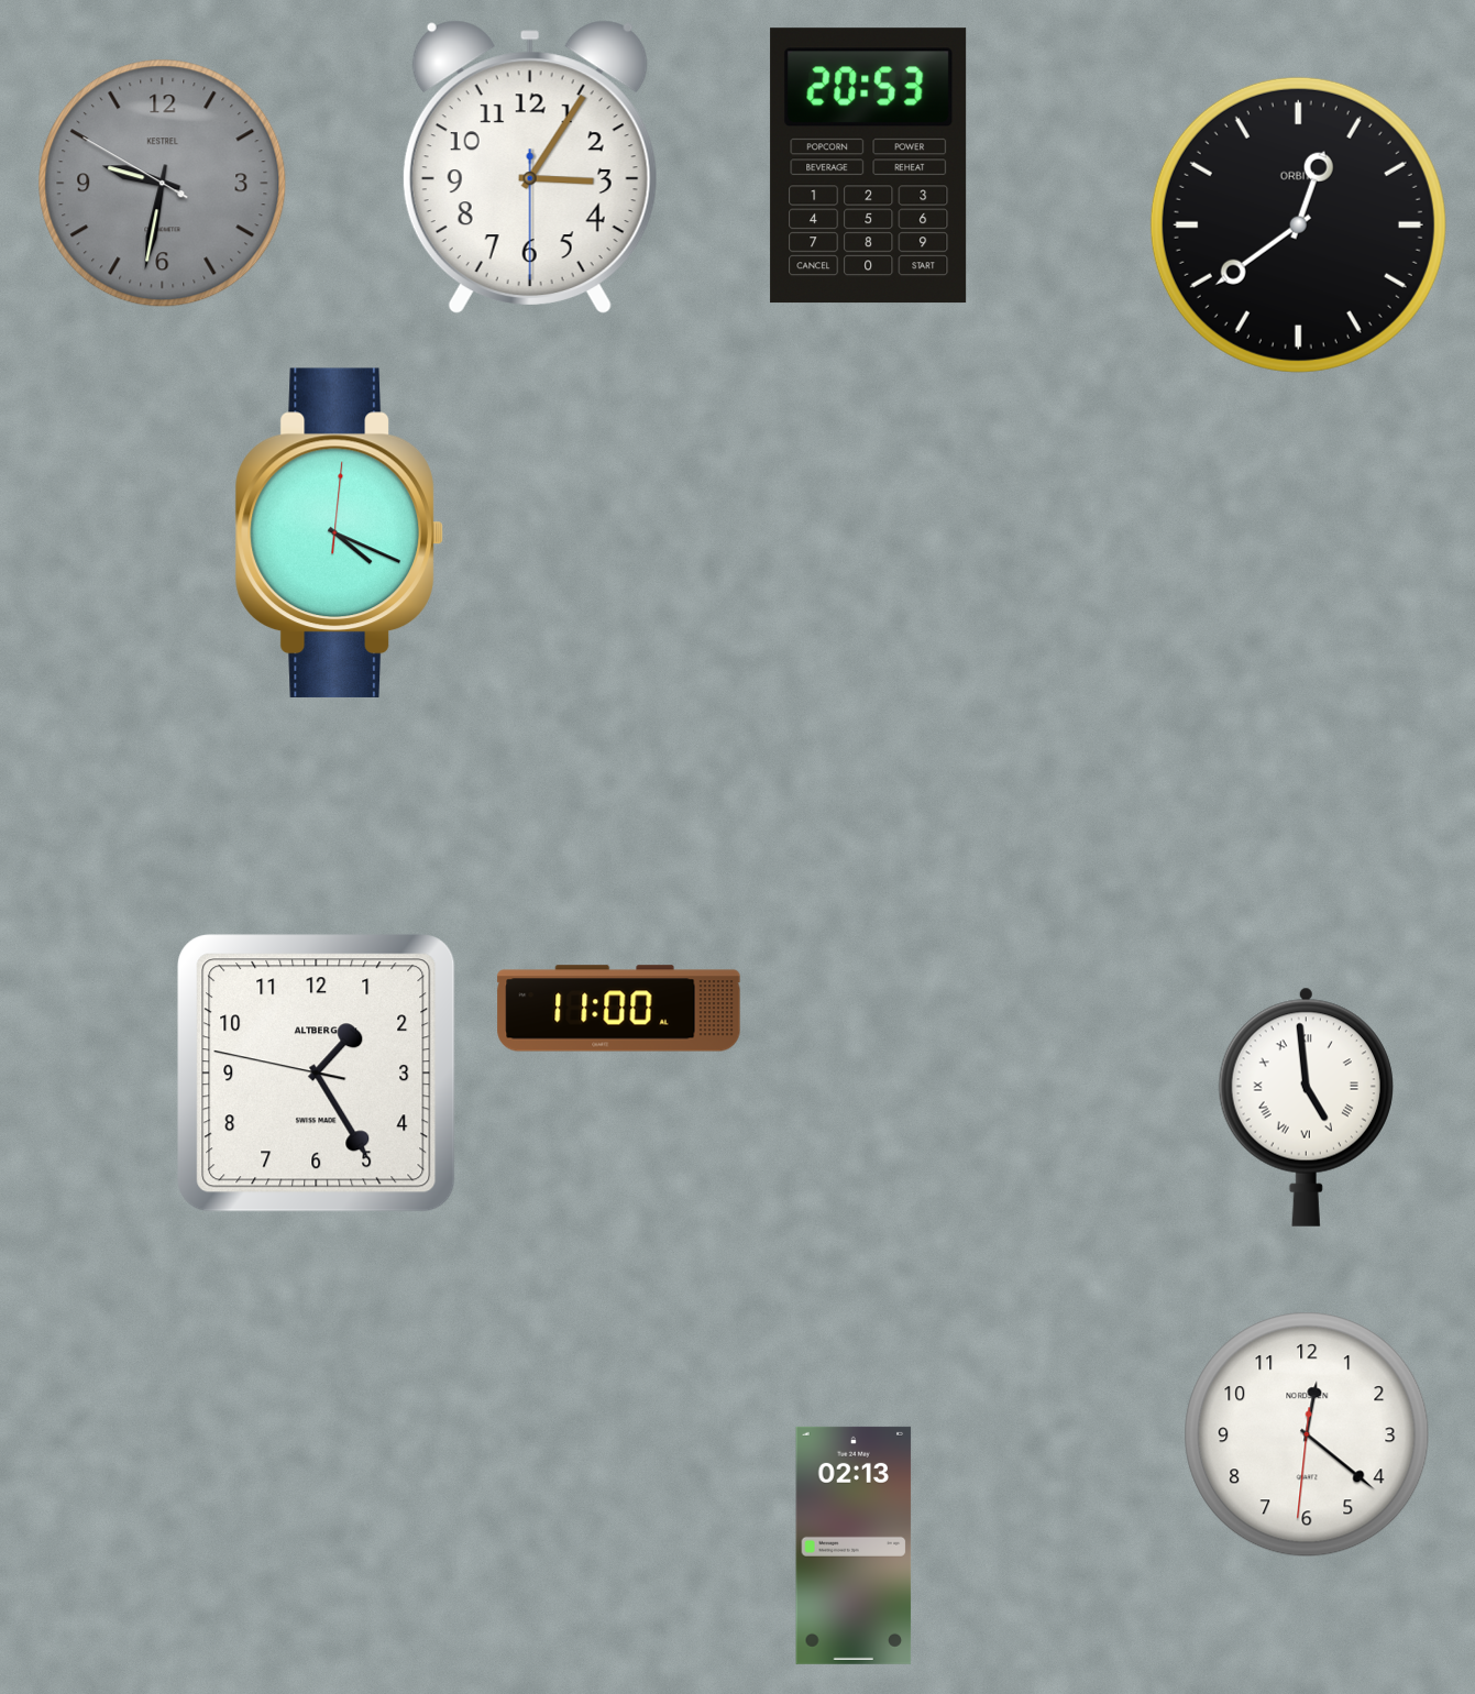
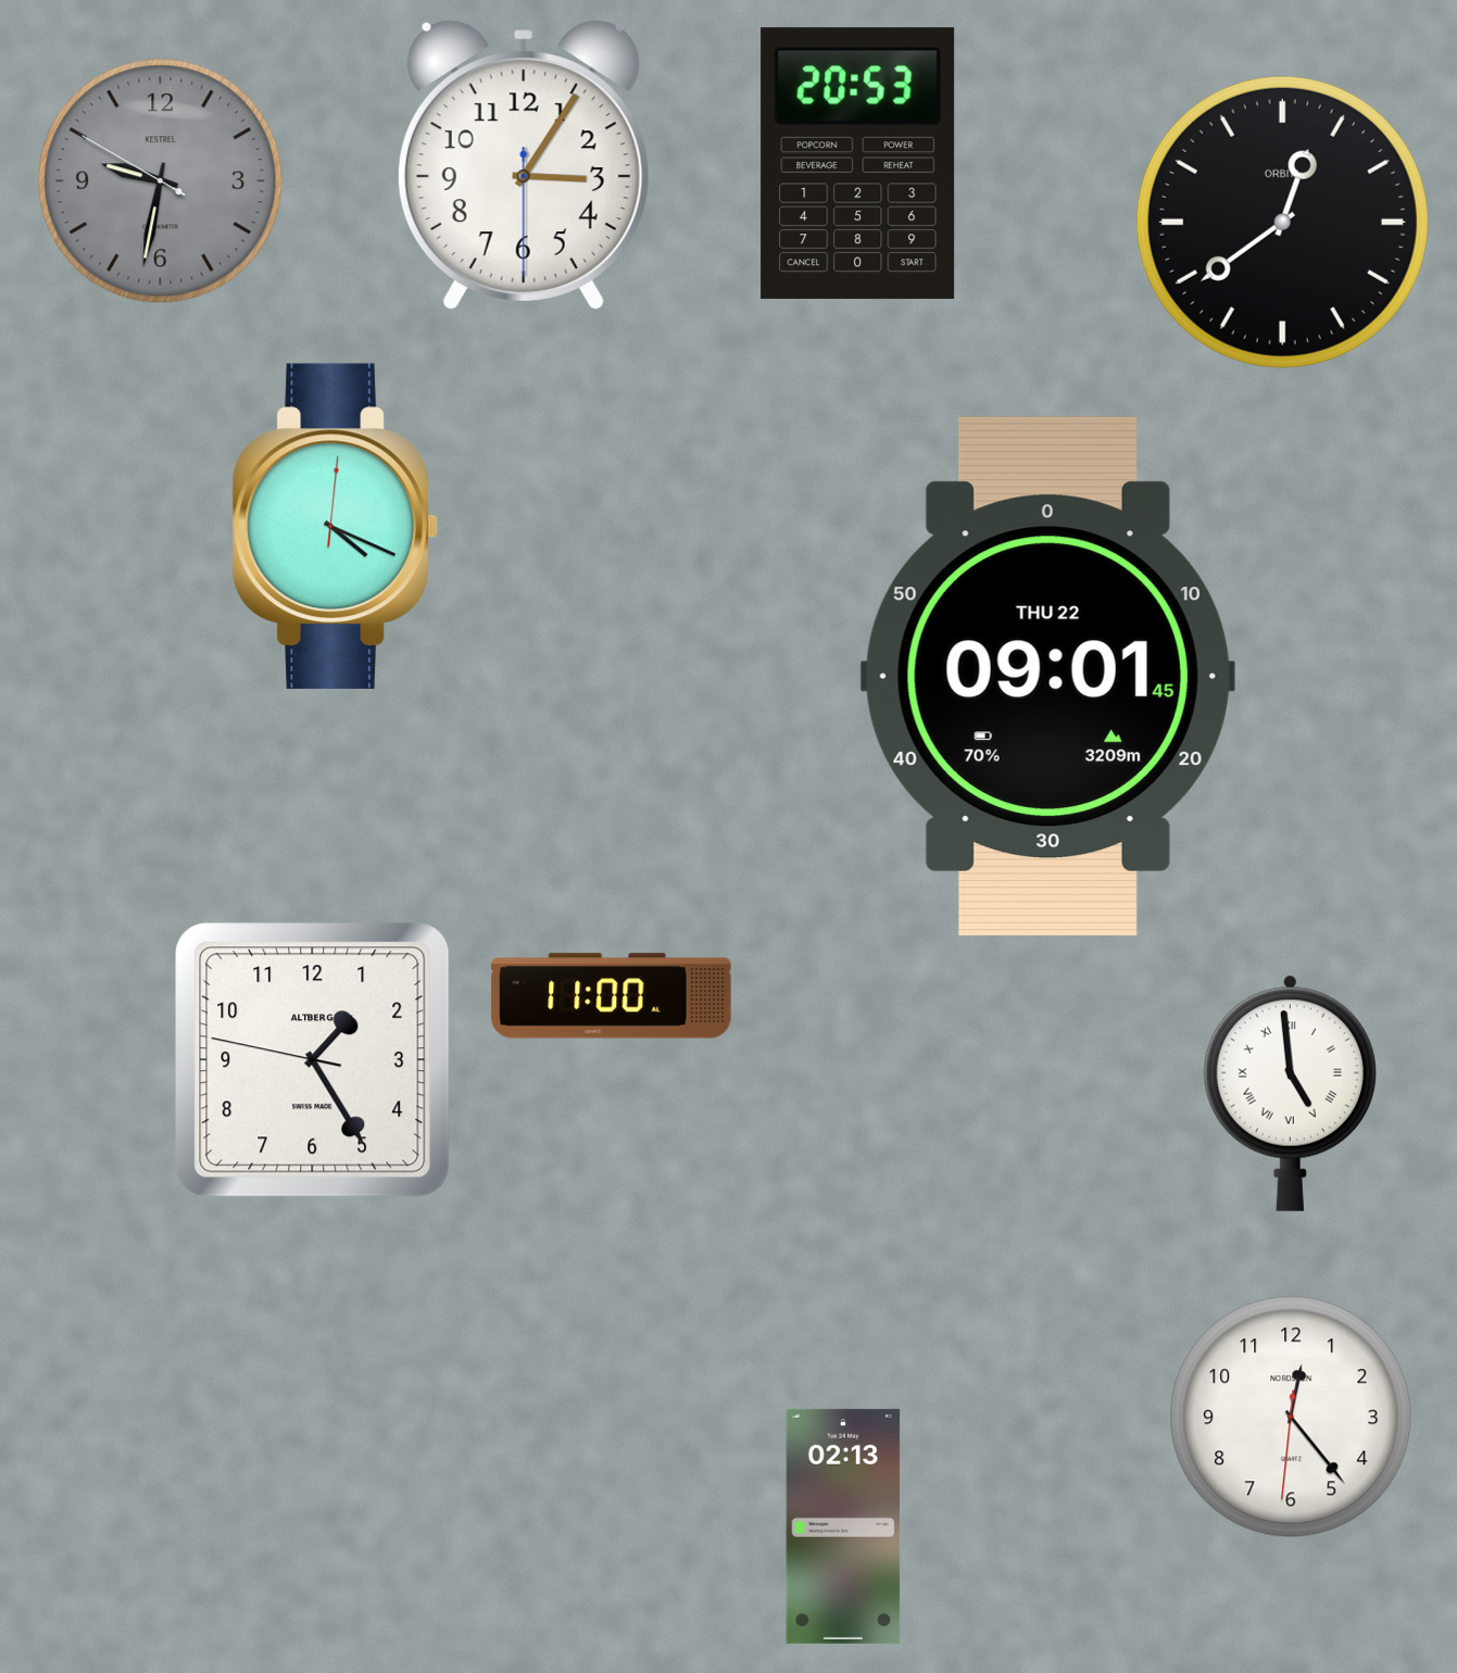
clock at (1047, 676): none -> 09:01
clock at (1307, 1434): 12:21 -> 12:23
